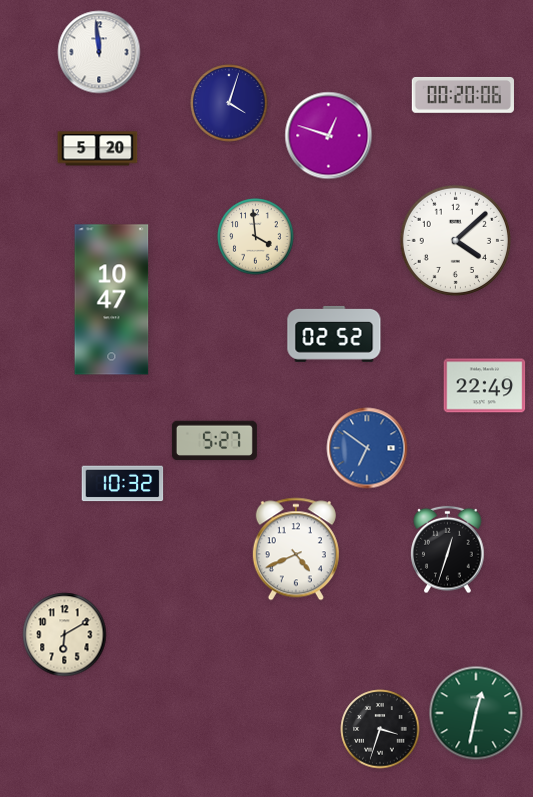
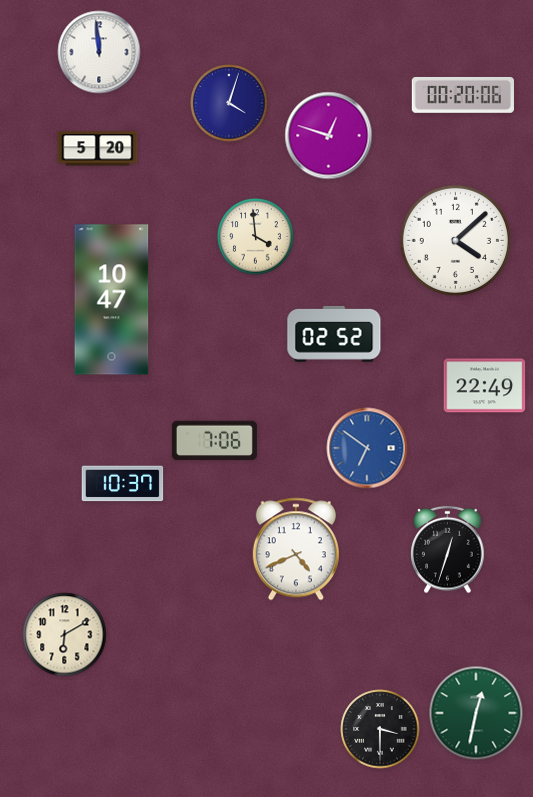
clock at (214, 441): 5:27 -> 7:06
clock at (123, 484): 10:32 -> 10:37
clock at (380, 729): 3:33 -> 3:30
